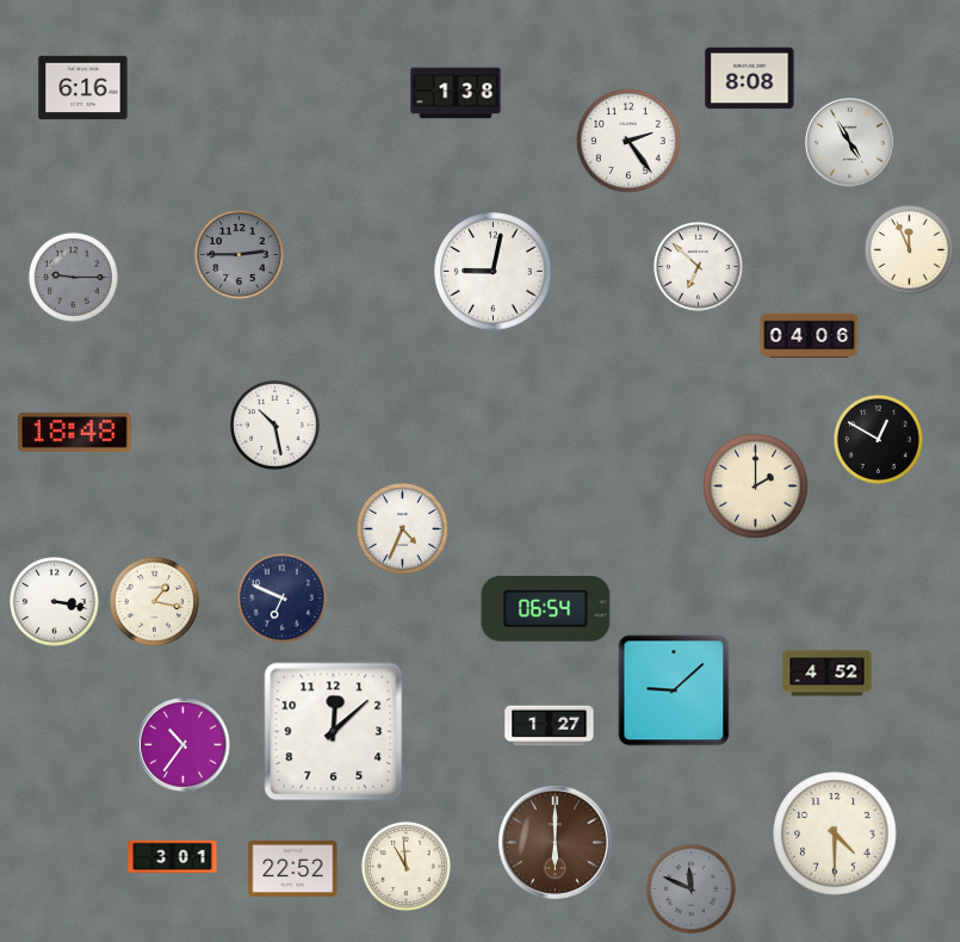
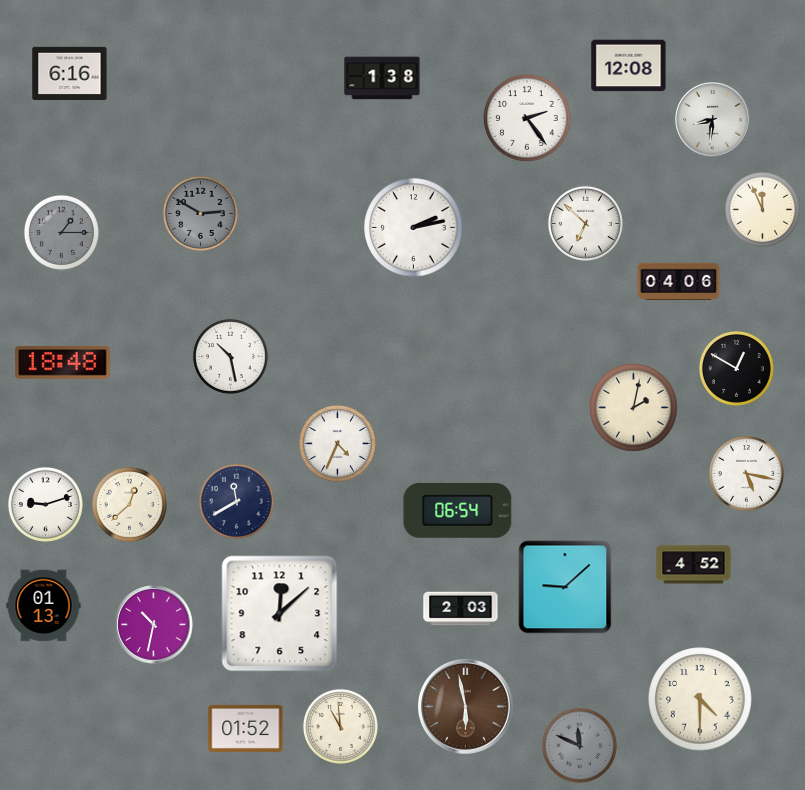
clock at (750, 79): 8:08 -> 12:08
clock at (850, 143): 4:55 -> 8:31
clock at (239, 254): 2:45 -> 2:50
clock at (494, 272): 9:02 -> 2:13
clock at (73, 277): 9:15 -> 1:15
clock at (756, 487): 2:00 -> 2:02
clock at (746, 473): none -> 5:17
clock at (281, 597): 6:49 -> 11:40
clock at (54, 601): 3:17 -> 9:12
clock at (154, 601): 1:17 -> 12:38
clock at (674, 690) position: (674, 690) -> (565, 587)
clock at (44, 606): none -> 01:13
clock at (550, 726): 1:27 -> 2:03
clock at (184, 745): 10:36 -> 10:32
clock at (556, 843): 6:00 -> 5:58
clock at (173, 857): 3:01 -> none
clock at (293, 868): 22:52 -> 01:52
